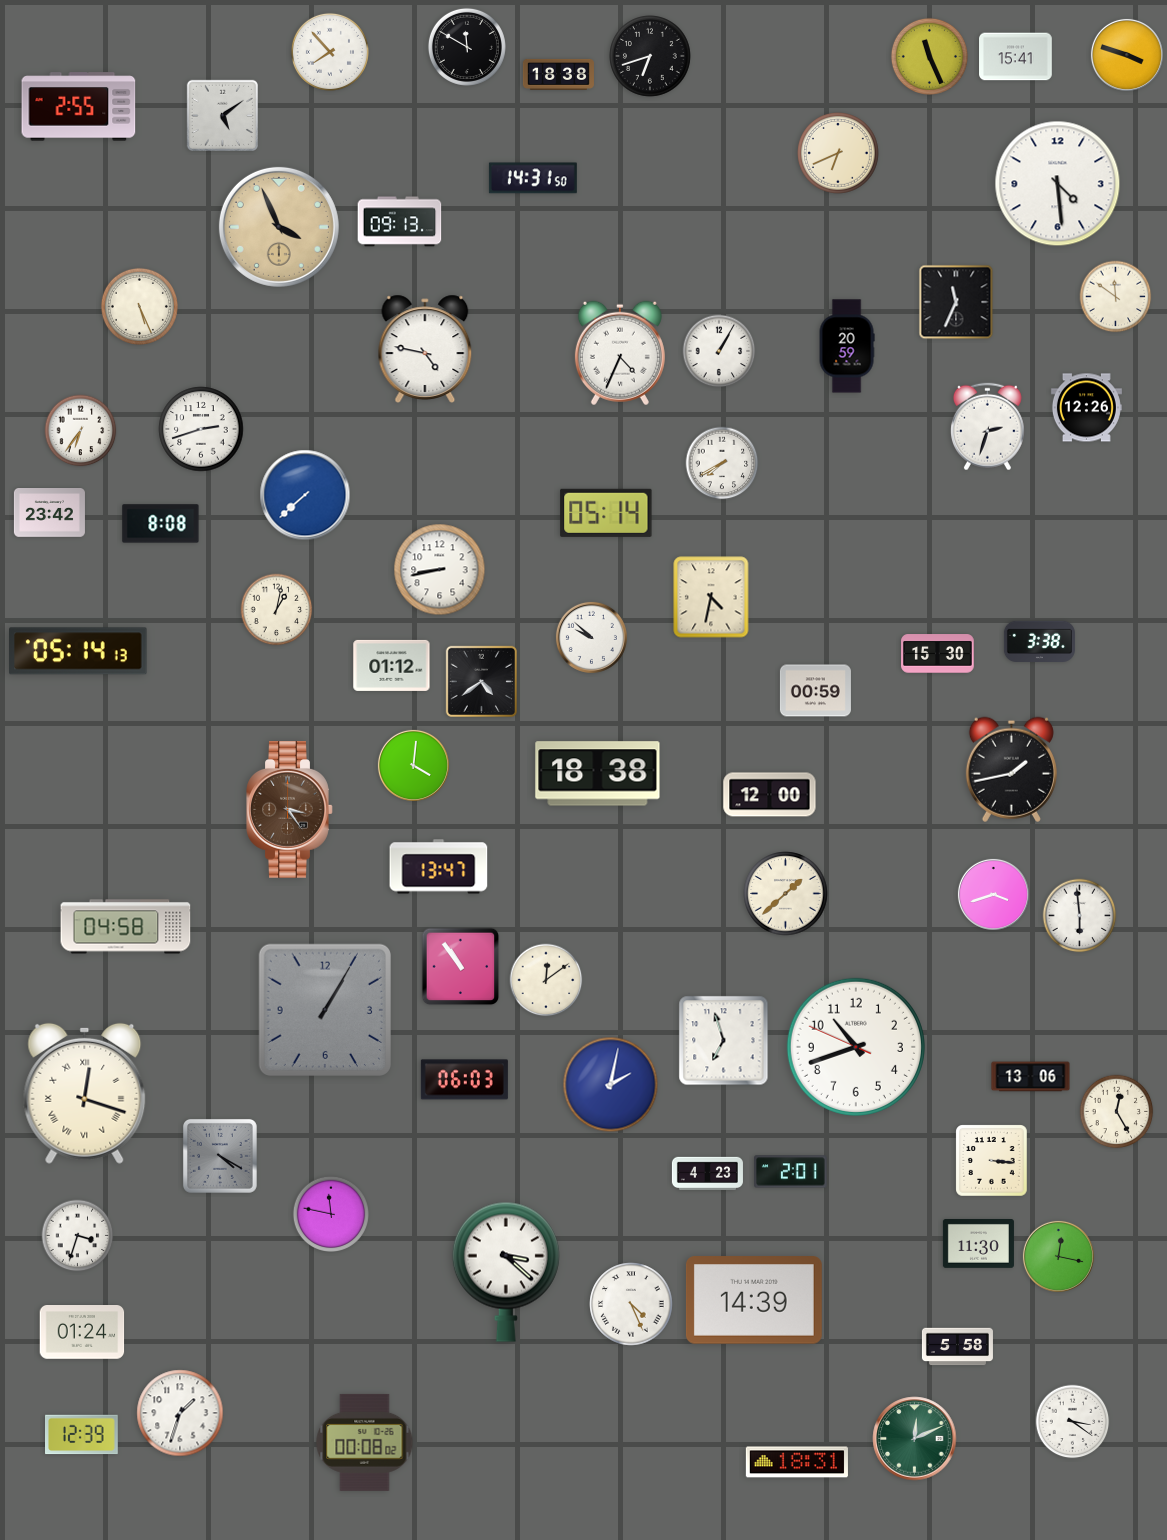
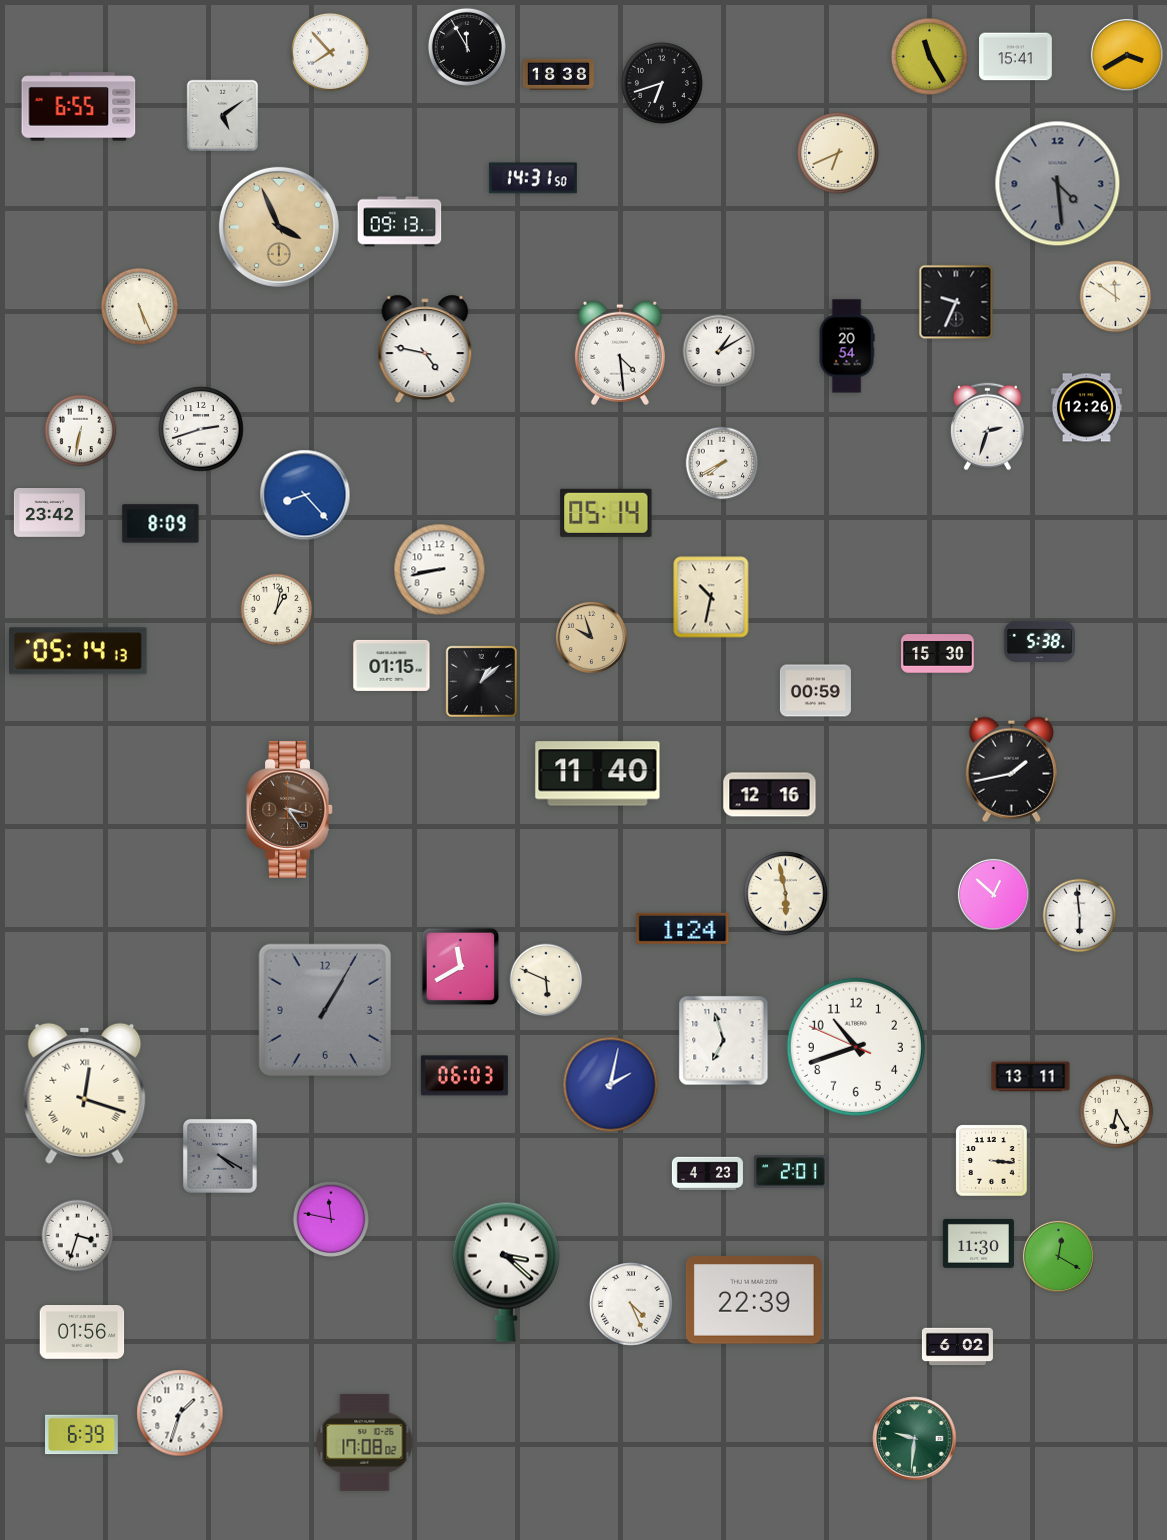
clock at (467, 47): 11:50 -> 11:55
clock at (1127, 55): 3:48 -> 3:40
clock at (929, 56): 11:26 -> 11:25
clock at (651, 57) position: (651, 57) -> (663, 84)
clock at (79, 107): 2:55 -> 6:55
clock at (1058, 184) dial: white -> grey
clock at (956, 302): 11:34 -> 9:34
clock at (847, 346): 20:59 -> 20:54
clock at (719, 351): 1:05 -> 1:10
clock at (620, 353): 4:34 -> 4:29
clock at (81, 431): 6:36 -> 6:32
clock at (305, 495): 7:38 -> 8:23
clock at (161, 524): 8:08 -> 8:09
clock at (711, 597): 4:32 -> 10:32
clock at (591, 637): 9:52 -> 9:57
clock at (591, 637) dial: white -> champagne
clock at (1039, 641): 3:38 -> 5:38
clock at (392, 665): 01:12 -> 01:15
clock at (481, 681): 4:39 -> 1:08
clock at (413, 765): 4:01 -> none
clock at (598, 774): 18:38 -> 11:40
clock at (770, 795): 12:00 -> 12:16
clock at (439, 867): 13:47 -> none
clock at (786, 894): 1:38 -> 5:58
clock at (993, 894): 3:42 -> 12:52
clock at (126, 927): 04:58 -> none
clock at (683, 928): none -> 1:24
clock at (461, 967): 10:54 -> 11:40
clock at (546, 980): 12:09 -> 5:49
clock at (1031, 1077): 13:06 -> 13:11
clock at (464, 1080) position: (464, 1080) -> (464, 1076)
clock at (1117, 1112): 12:25 -> 6:25
clock at (330, 1213) position: (330, 1213) -> (330, 1218)
clock at (1058, 1256): 12:17 -> 12:20
clock at (754, 1300): 14:39 -> 22:39
clock at (82, 1332): 01:24 -> 01:56
clock at (957, 1347): 5:58 -> 6:02
clock at (1073, 1422): 3:21 -> none
clock at (82, 1435): 12:39 -> 6:39
clock at (915, 1439): 12:11 -> 9:31
clock at (365, 1442): 00:08 -> 17:08
clock at (797, 1462): 18:31 -> none
